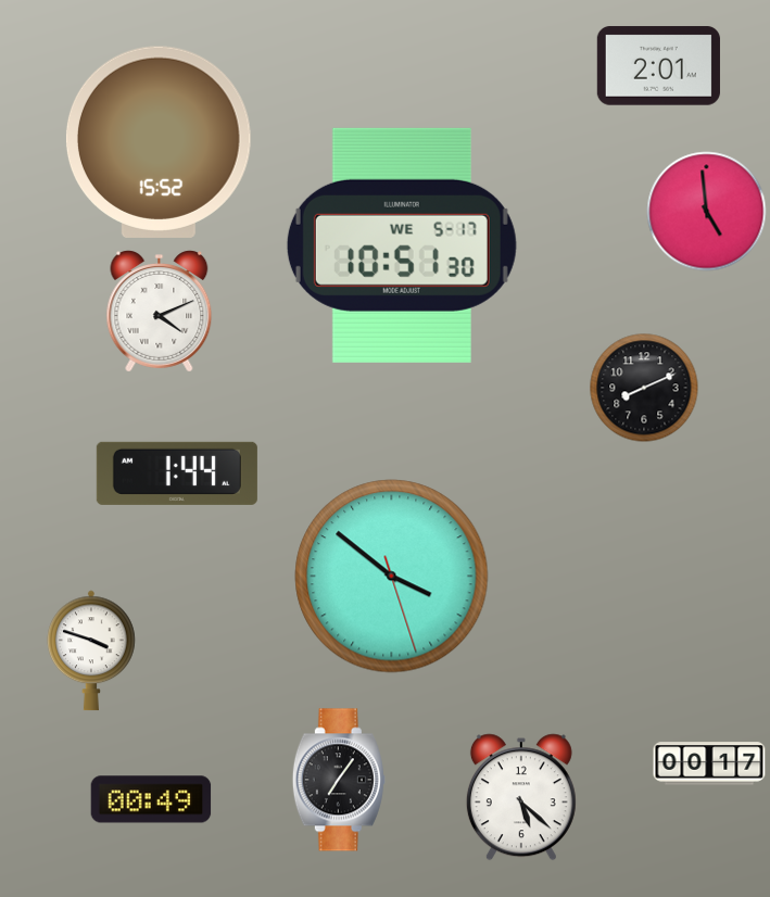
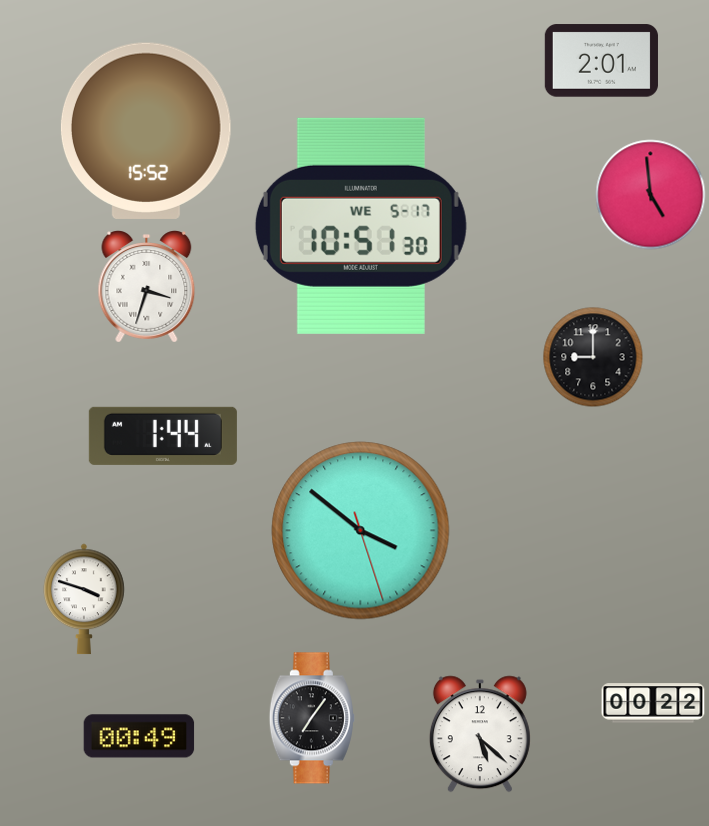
clock at (658, 66) position: (658, 66) -> (601, 61)
clock at (402, 245) position: (402, 245) -> (361, 226)
clock at (160, 312): 4:11 -> 3:33
clock at (644, 388): 8:11 -> 9:00
clock at (709, 763): 00:17 -> 00:22
